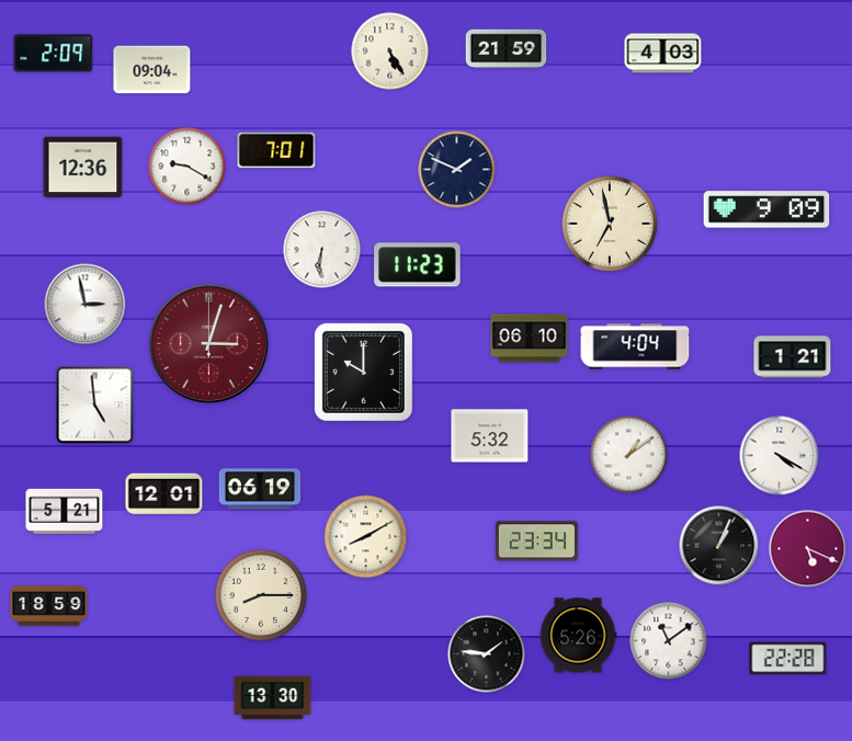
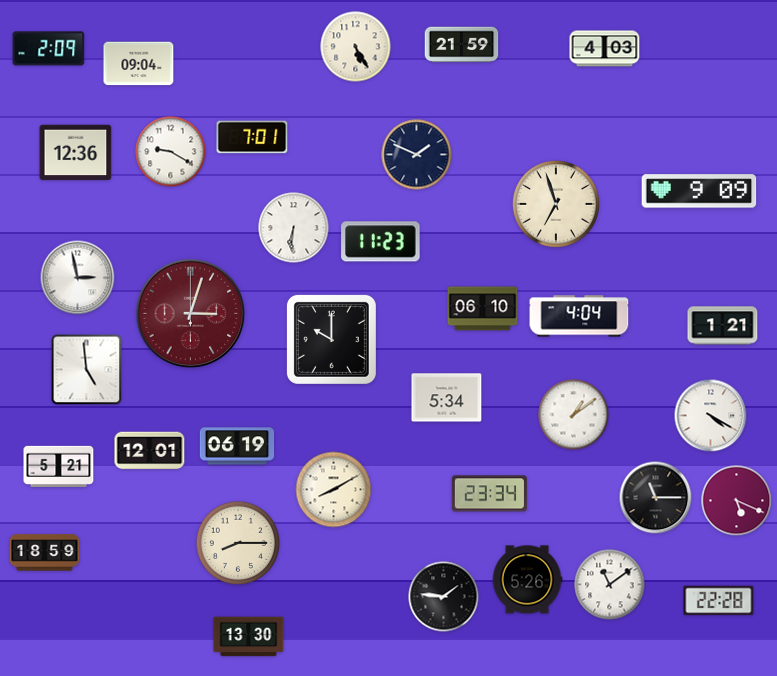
clock at (611, 225): 6:58 -> 6:57
clock at (490, 436): 5:32 -> 5:34
clock at (719, 546): 1:04 -> 11:15
